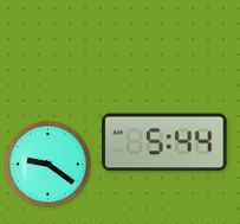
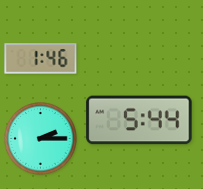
clock at (41, 59): none -> 1:46
clock at (48, 165): 9:21 -> 2:15
